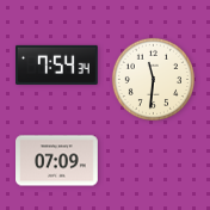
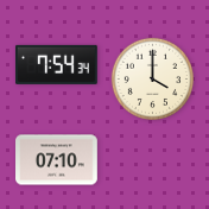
clock at (153, 79): 11:31 -> 4:00
clock at (57, 161): 07:09 -> 07:10
